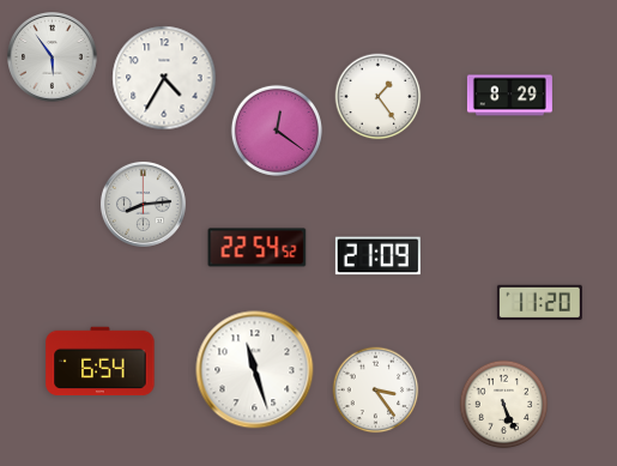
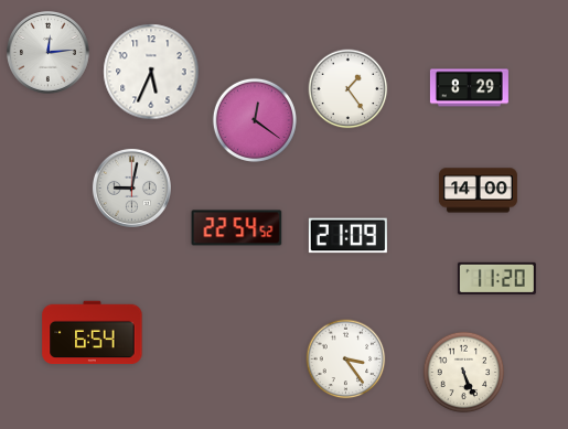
clock at (53, 58): 5:54 -> 12:14
clock at (164, 78): 4:35 -> 5:34
clock at (143, 204): 8:14 -> 9:02
clock at (478, 191): none -> 14:00
clock at (255, 370): 11:27 -> none
